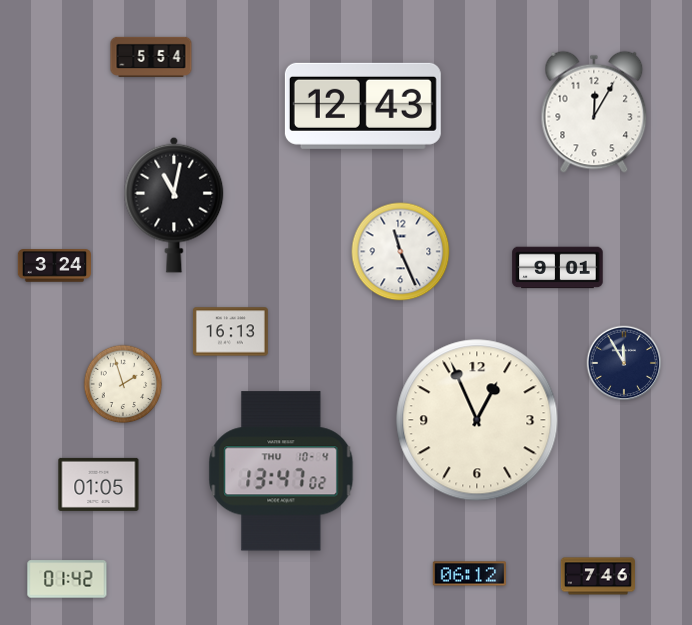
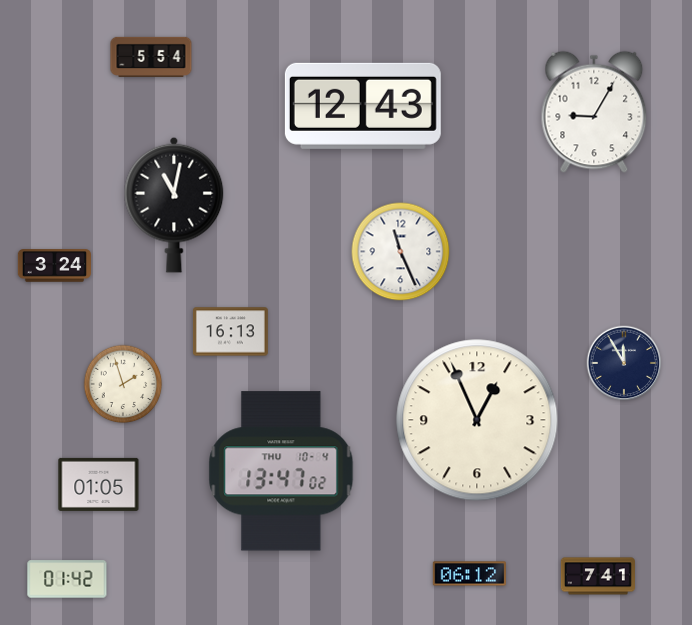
clock at (594, 112): 12:05 -> 9:05
clock at (558, 268): 9:01 -> none
clock at (598, 576): 7:46 -> 7:41
